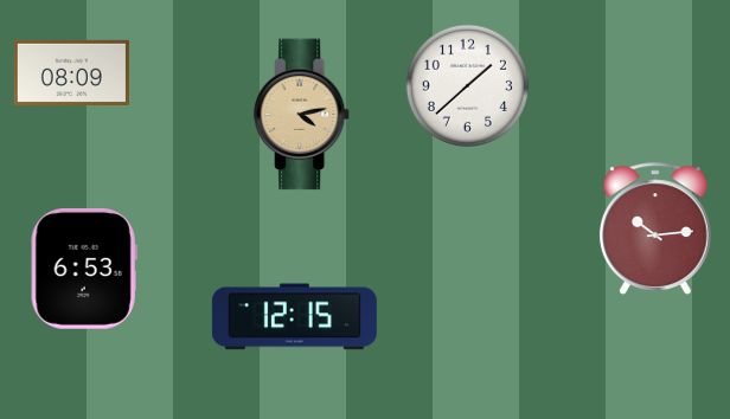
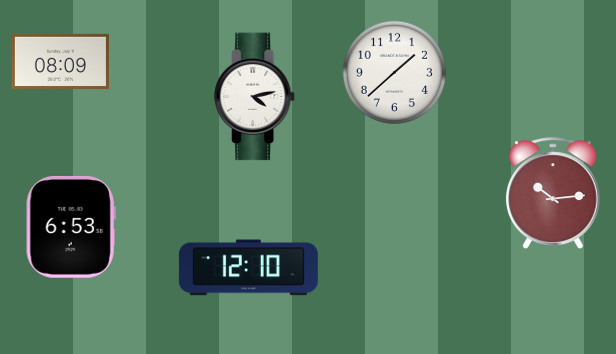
clock at (302, 115) dial: champagne -> white
clock at (294, 317): 12:15 -> 12:10
